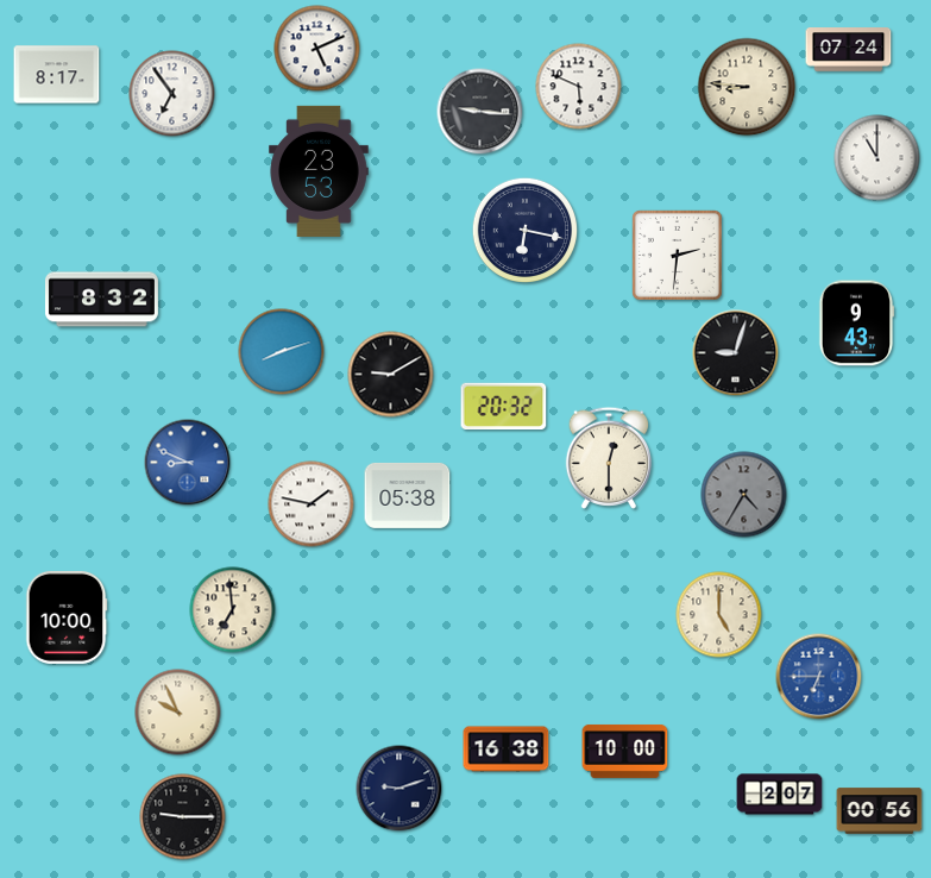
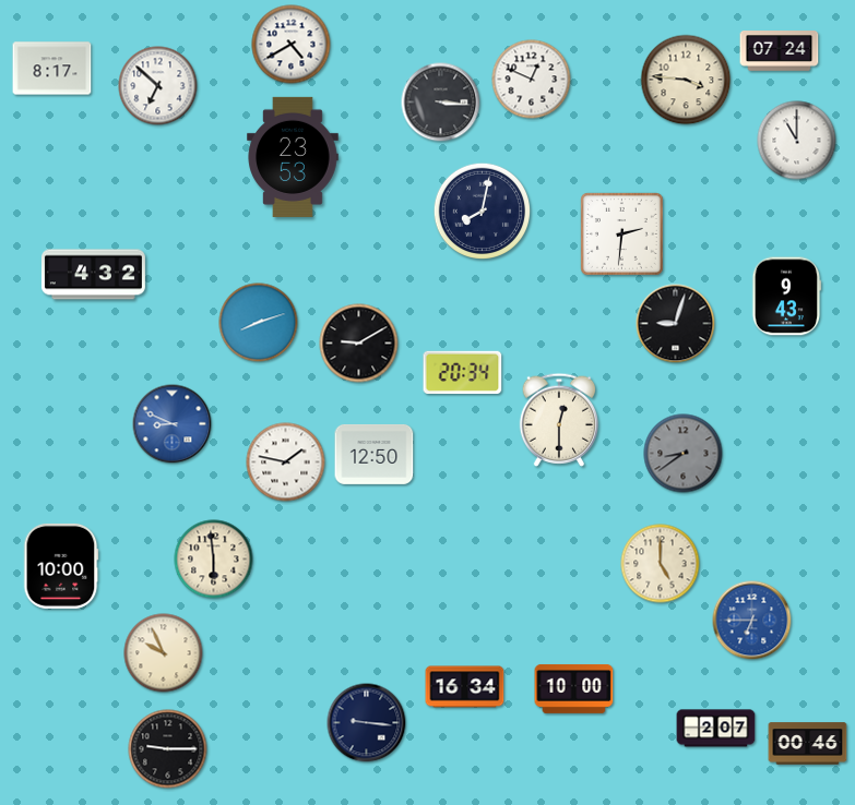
clock at (317, 49): 5:11 -> 4:40
clock at (849, 50) position: (849, 50) -> (780, 51)
clock at (579, 87): 5:49 -> 12:49
clock at (747, 87): 8:46 -> 3:46
clock at (172, 94): 6:54 -> 6:52
clock at (480, 112): 9:16 -> 3:16
clock at (877, 158) position: (877, 158) -> (797, 141)
clock at (524, 230): 6:17 -> 8:02
clock at (101, 300): 8:32 -> 4:32
clock at (504, 406): 20:32 -> 20:34
clock at (408, 495): 05:38 -> 12:50
clock at (744, 495): 4:35 -> 8:39
clock at (233, 610): 6:59 -> 5:59
clock at (507, 750): 16:38 -> 16:34
clock at (400, 789): 9:12 -> 9:16
clock at (880, 811): 00:56 -> 00:46
